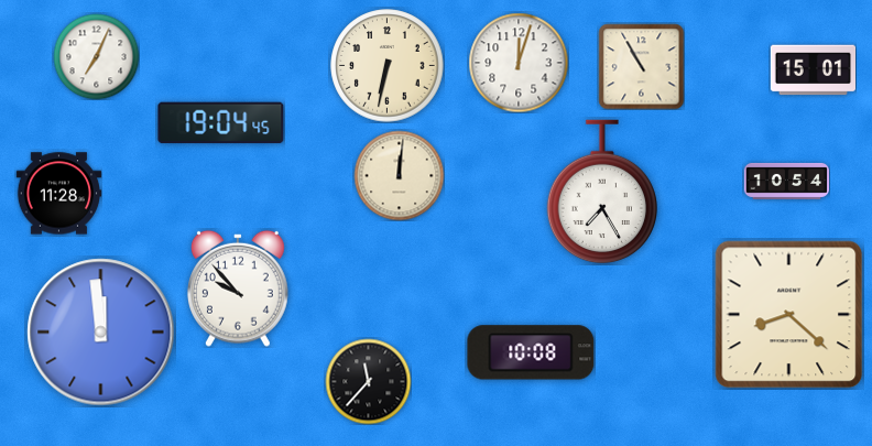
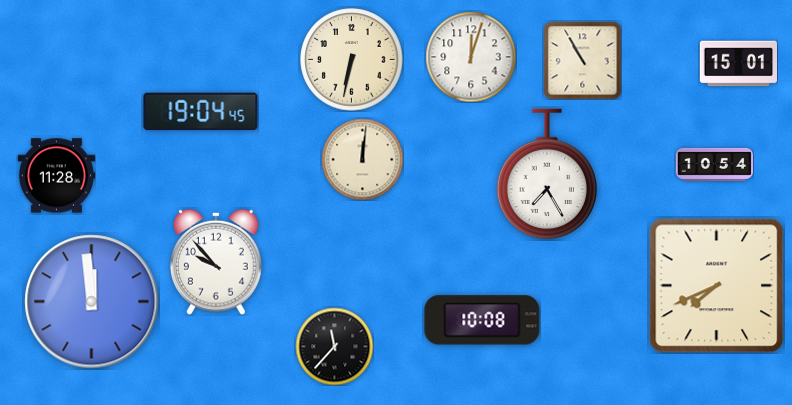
clock at (96, 56): 7:04 -> none
clock at (58, 194) position: (58, 194) -> (56, 176)
clock at (789, 315): 8:22 -> 7:41
